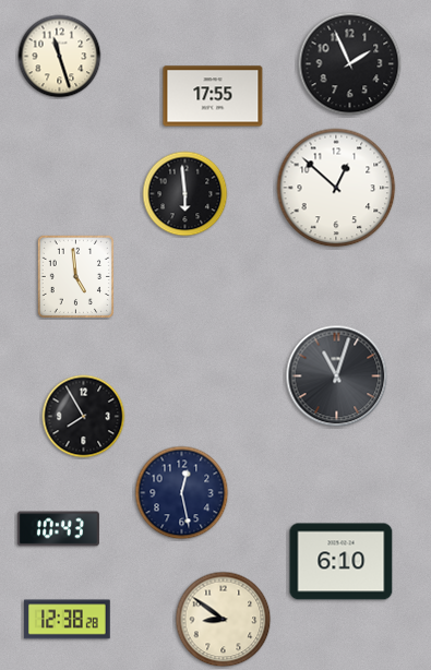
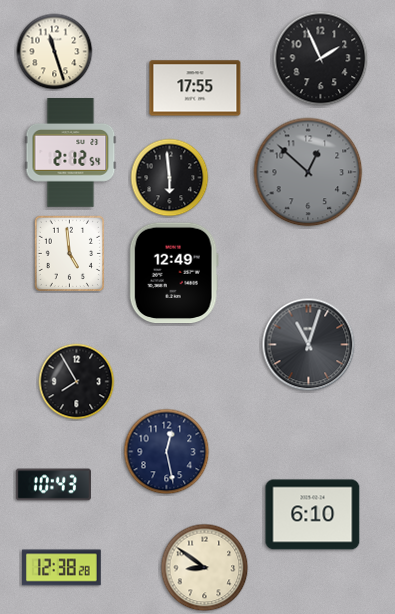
clock at (71, 153): none -> 2:12
clock at (336, 188) dial: white -> grey
clock at (174, 273): none -> 12:49
